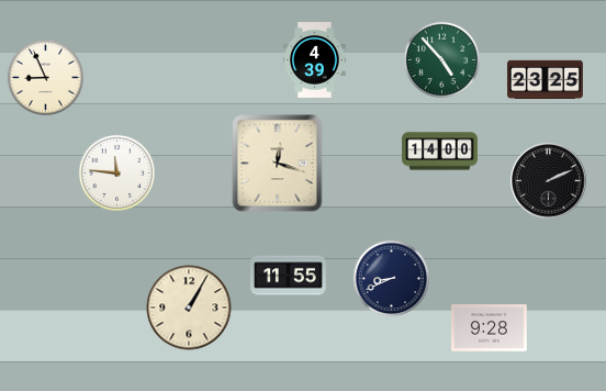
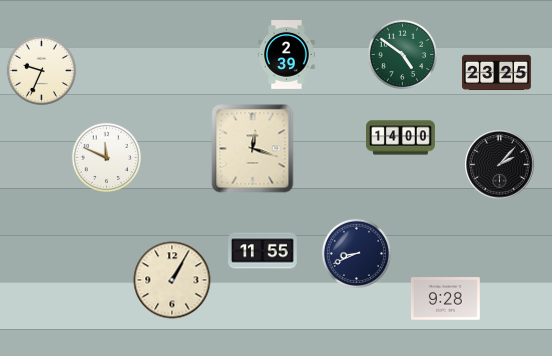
clock at (441, 59): 4:53 -> 4:51
clock at (315, 60): 4:39 -> 2:39
clock at (45, 77): 8:56 -> 9:34
clock at (116, 172): 11:46 -> 11:49
clock at (549, 181): 2:11 -> 2:07
